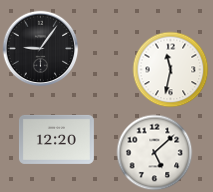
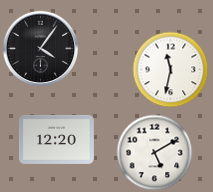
clock at (41, 49): 9:06 -> 4:06
clock at (155, 153): 5:08 -> 5:10
